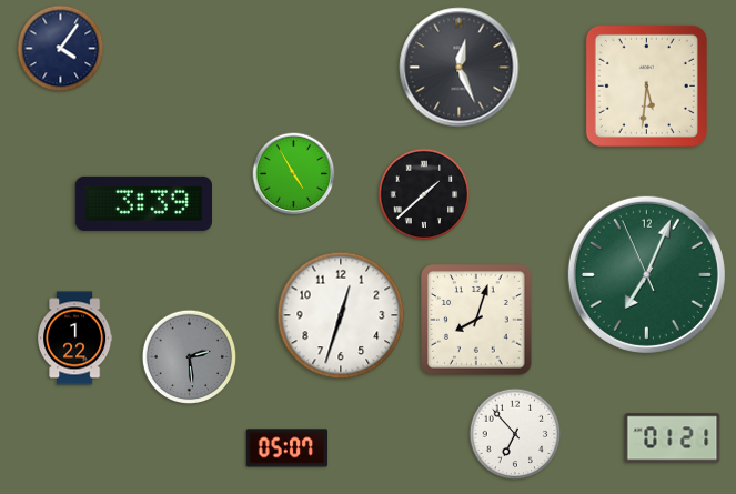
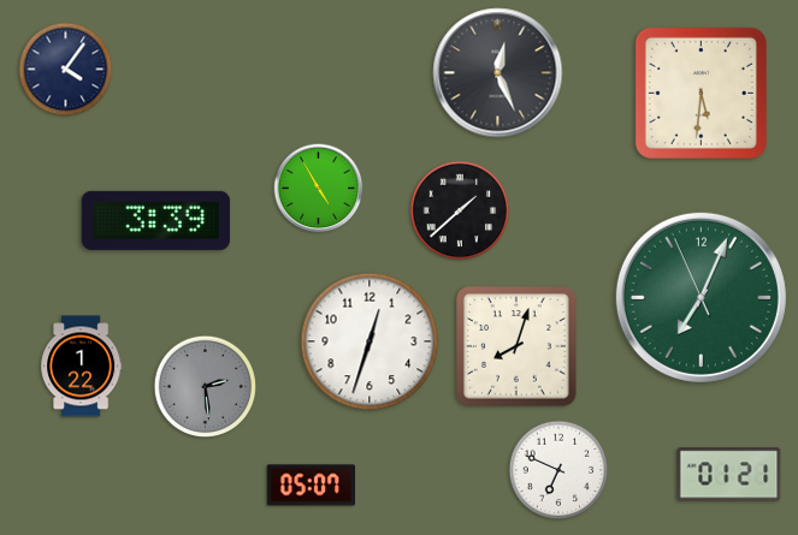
clock at (61, 49) position: (61, 49) -> (66, 70)
clock at (515, 434): 6:53 -> 6:49
